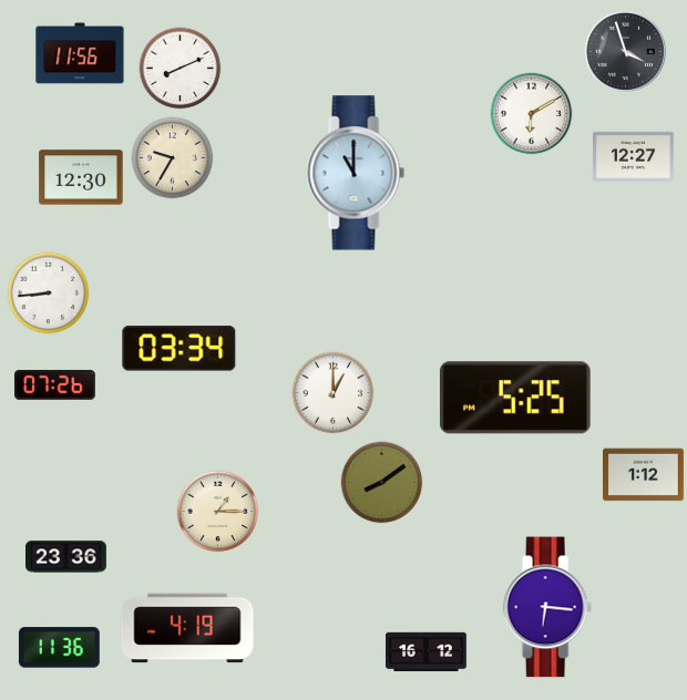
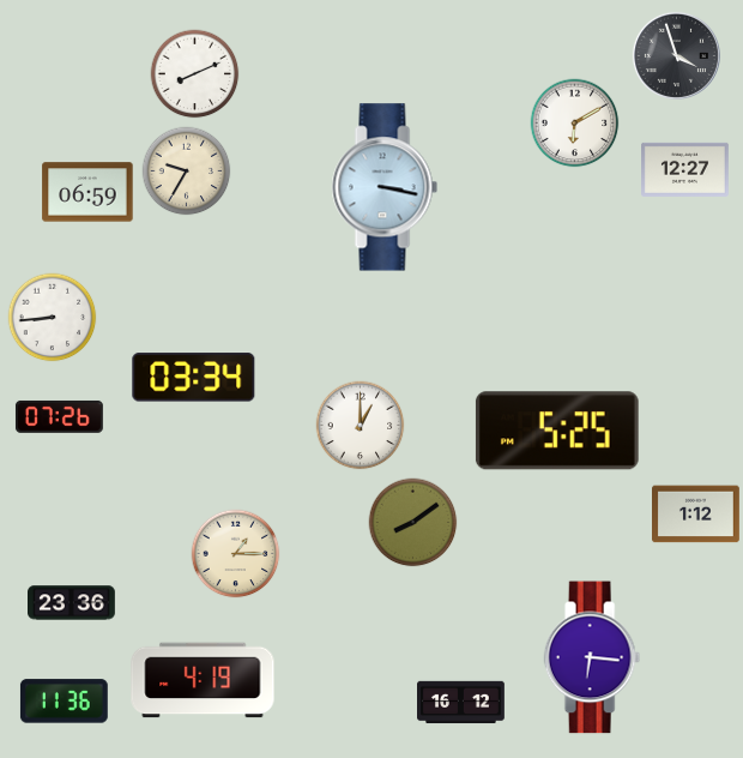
clock at (80, 53): 11:56 -> none
clock at (356, 173): 11:00 -> 3:17
clock at (81, 177): 12:30 -> 06:59
clock at (427, 652) position: (427, 652) -> (461, 703)
